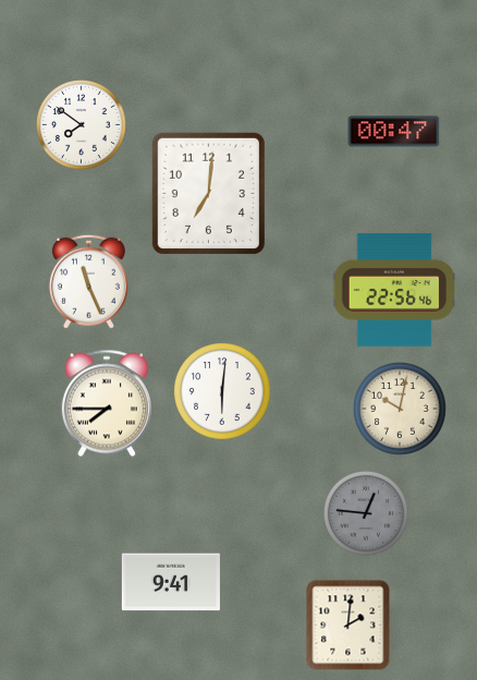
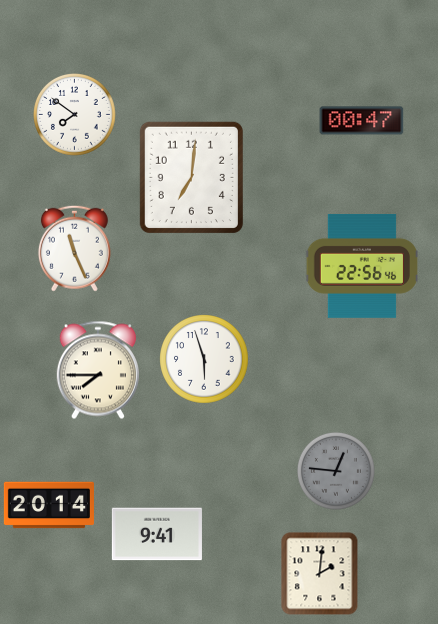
clock at (88, 281) position: (88, 281) -> (74, 248)
clock at (222, 391): 6:01 -> 5:57
clock at (401, 410): 10:02 -> none
clock at (49, 505): none -> 20:14
